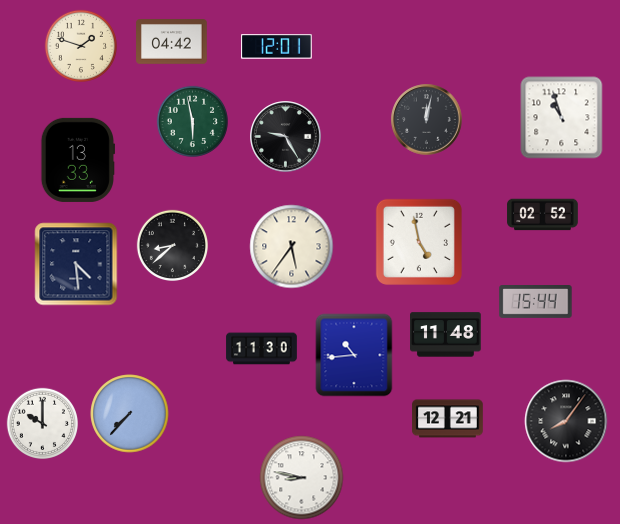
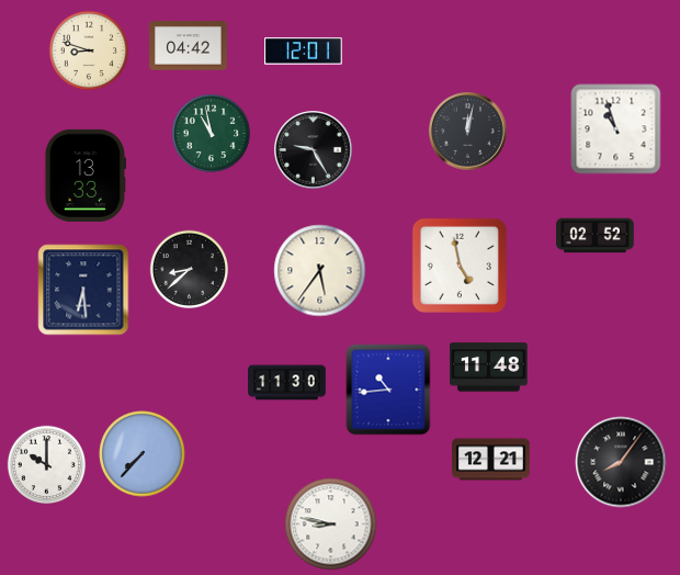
clock at (80, 45): 1:48 -> 8:48
clock at (193, 122): 5:58 -> 10:58
clock at (76, 264): 4:29 -> 6:29
clock at (536, 302): 15:44 -> none
